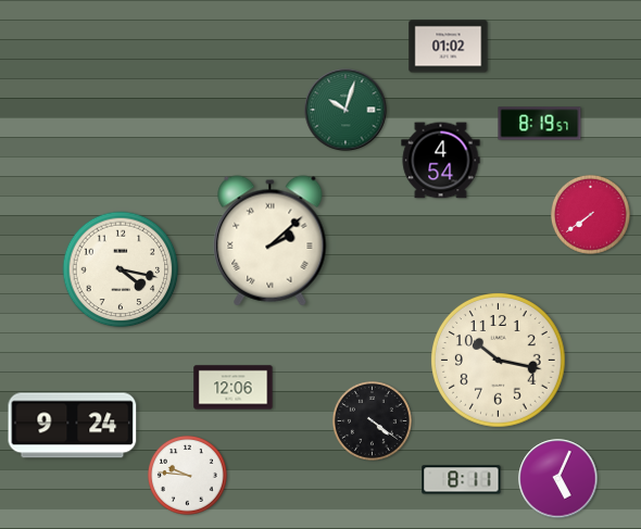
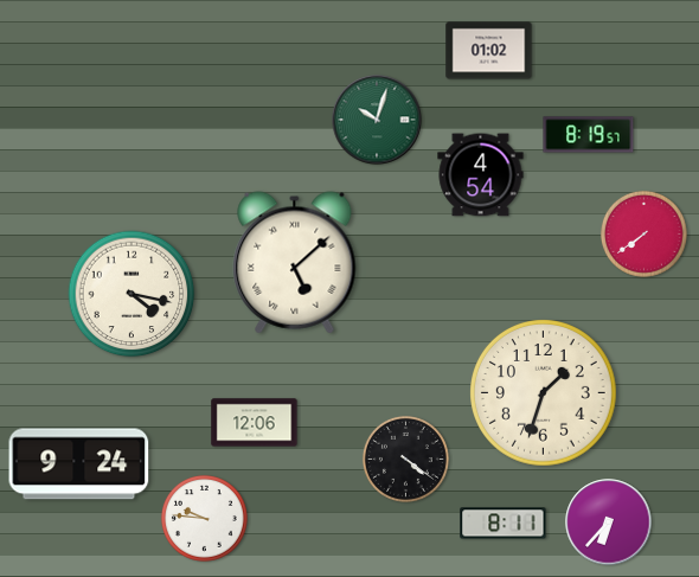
clock at (271, 241): 2:08 -> 5:08
clock at (499, 361): 10:17 -> 1:33
clock at (558, 479): 5:04 -> 6:37
